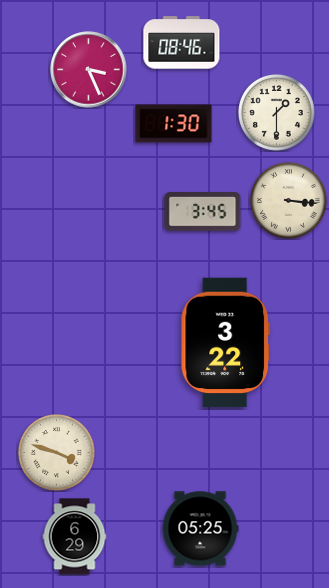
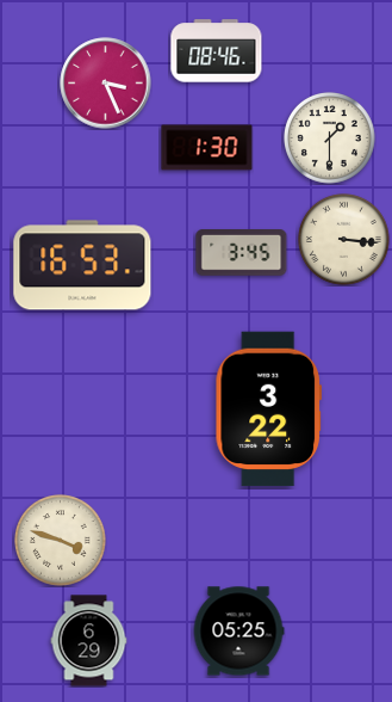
clock at (277, 113) position: (277, 113) -> (330, 138)
clock at (82, 265): none -> 16:53
clock at (57, 453) position: (57, 453) -> (61, 541)
